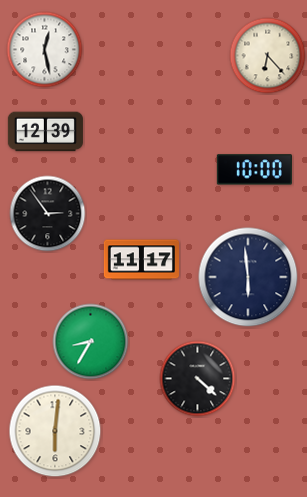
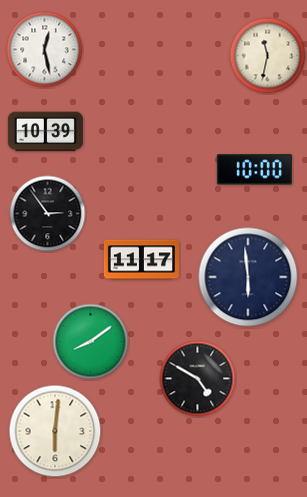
clock at (268, 56): 6:23 -> 11:32
clock at (45, 132): 12:39 -> 10:39
clock at (91, 342): 8:35 -> 8:09
clock at (198, 379): 4:22 -> 4:50
